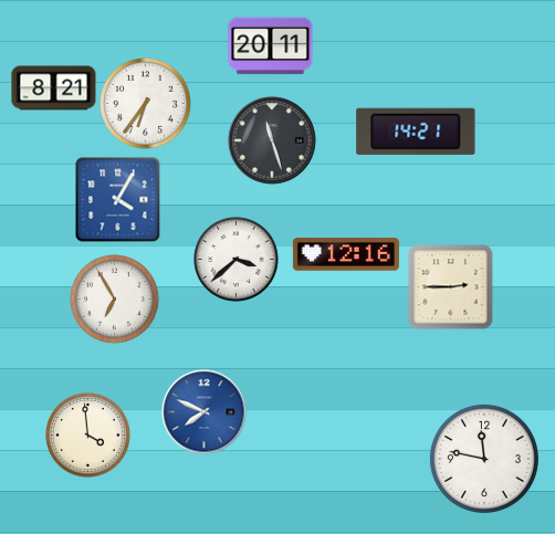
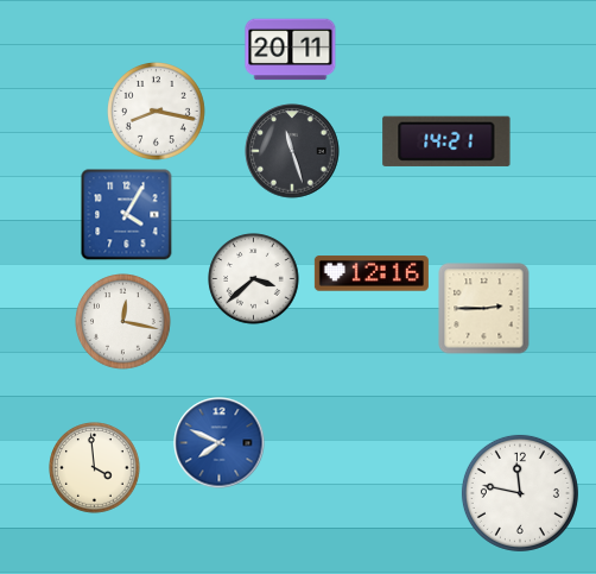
clock at (54, 88): 8:21 -> none
clock at (146, 104): 6:36 -> 8:17
clock at (115, 300): 6:55 -> 12:17
